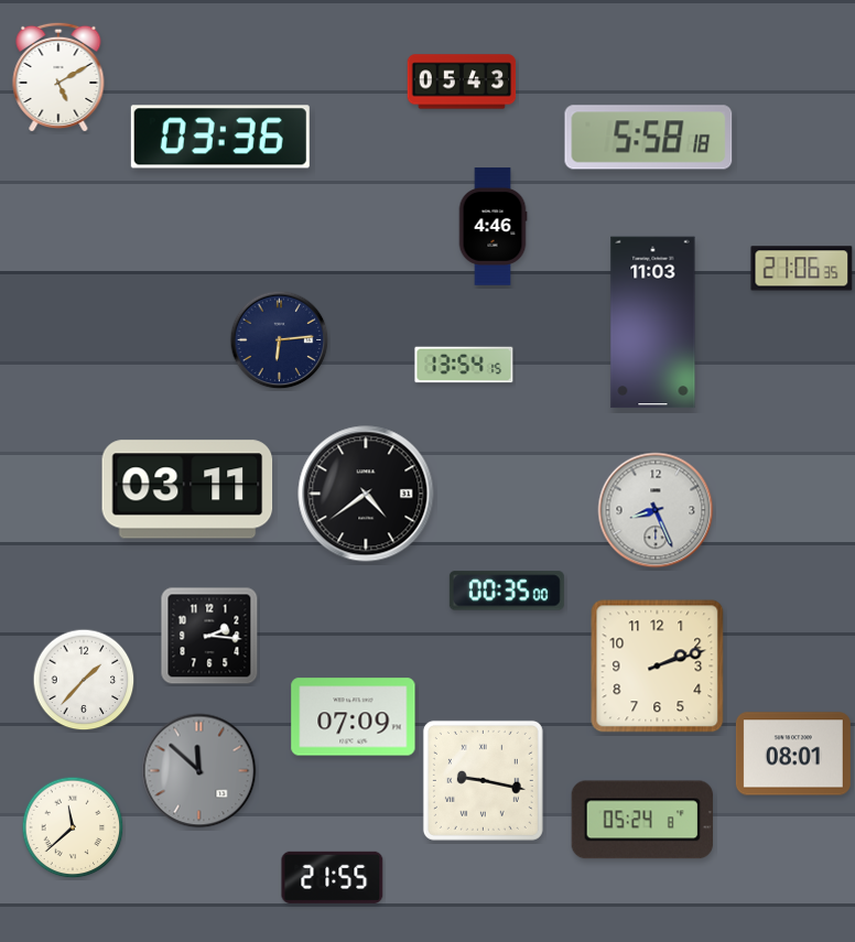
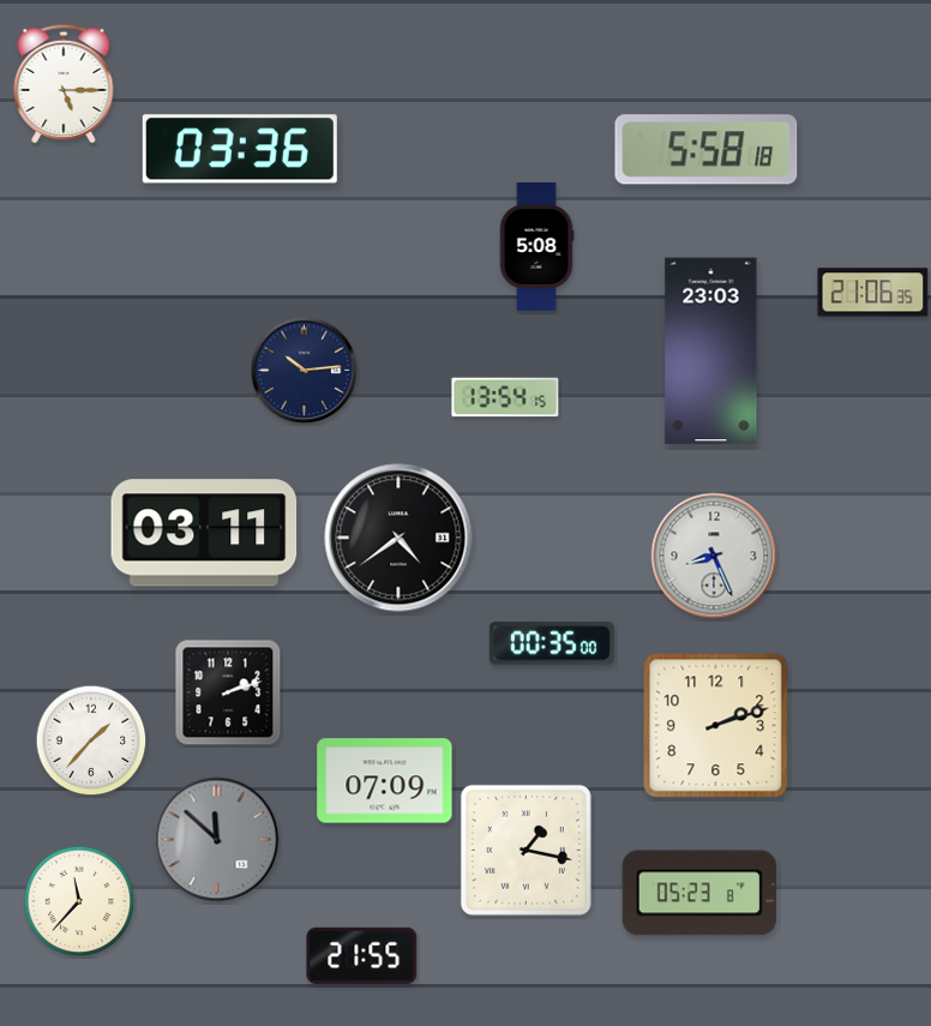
clock at (58, 77): 5:10 -> 5:15
clock at (462, 82): 05:43 -> none
clock at (493, 227): 4:46 -> 5:08
clock at (653, 323): 11:03 -> 23:03
clock at (280, 340): 6:14 -> 10:14
clock at (209, 636): 2:16 -> 2:12
clock at (793, 754): 08:01 -> none
clock at (483, 780): 9:17 -> 1:17
clock at (642, 820): 05:24 -> 05:23
clock at (73, 827): 11:38 -> 11:37
